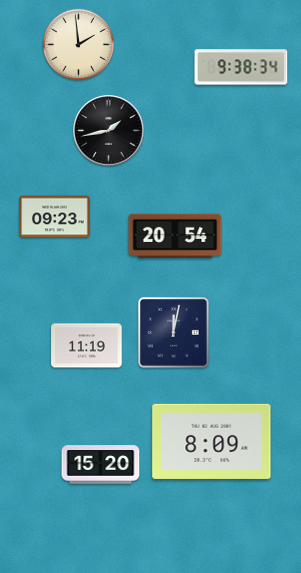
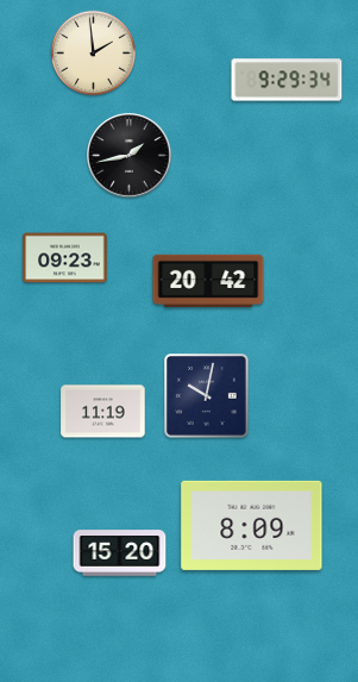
clock at (241, 67): 9:38 -> 9:29
clock at (175, 236): 20:54 -> 20:42
clock at (174, 333): 12:02 -> 10:02
